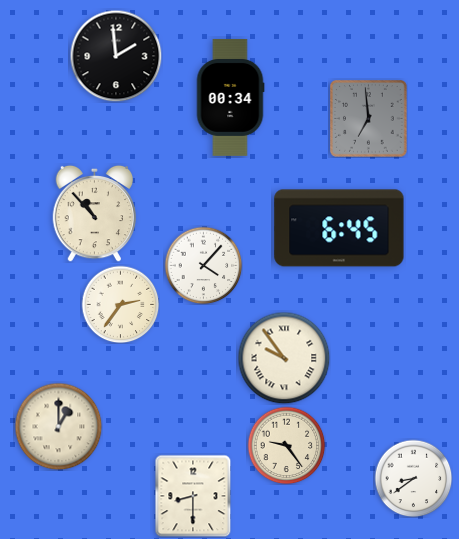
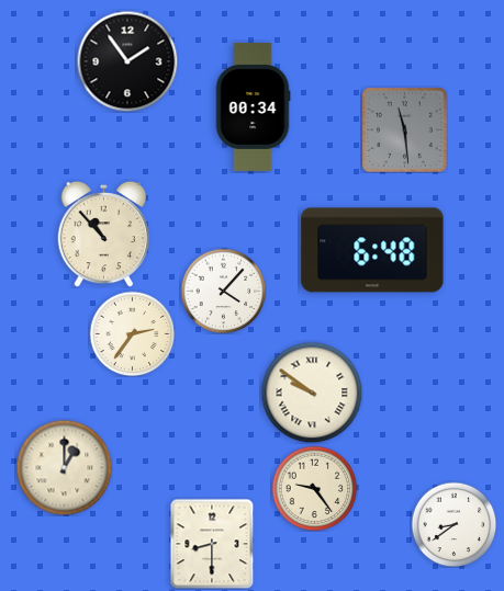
clock at (116, 56): 1:59 -> 1:54
clock at (369, 119): 6:59 -> 11:29
clock at (339, 228): 6:45 -> 6:48
clock at (284, 358): 9:54 -> 9:51
